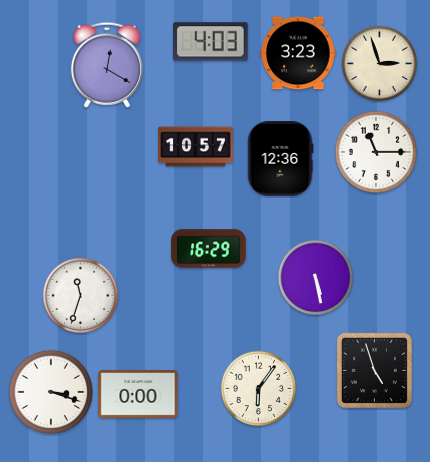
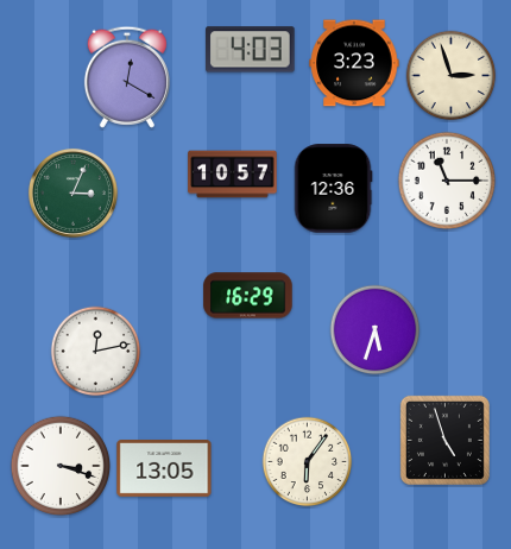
clock at (72, 193): none -> 3:04
clock at (316, 278): 5:28 -> 5:33
clock at (81, 296): 11:33 -> 12:13
clock at (138, 395): 0:00 -> 13:05
